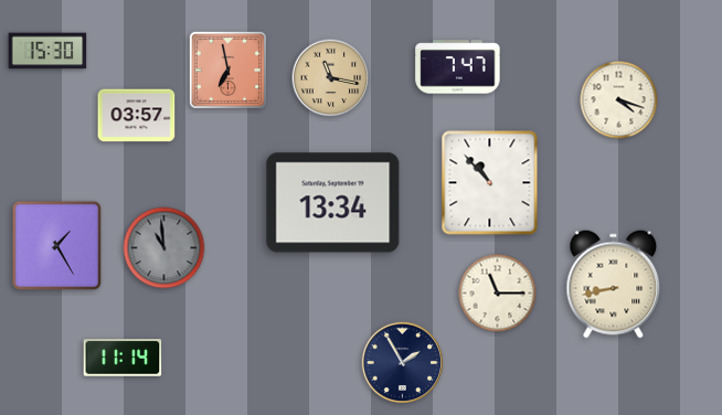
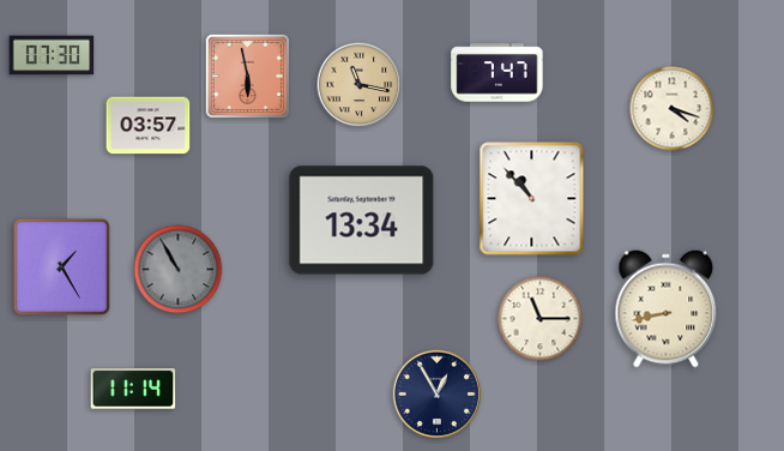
clock at (47, 51): 15:30 -> 07:30
clock at (227, 70): 6:58 -> 5:58
clock at (164, 248): 10:59 -> 10:55
clock at (403, 363): 1:55 -> 12:55
